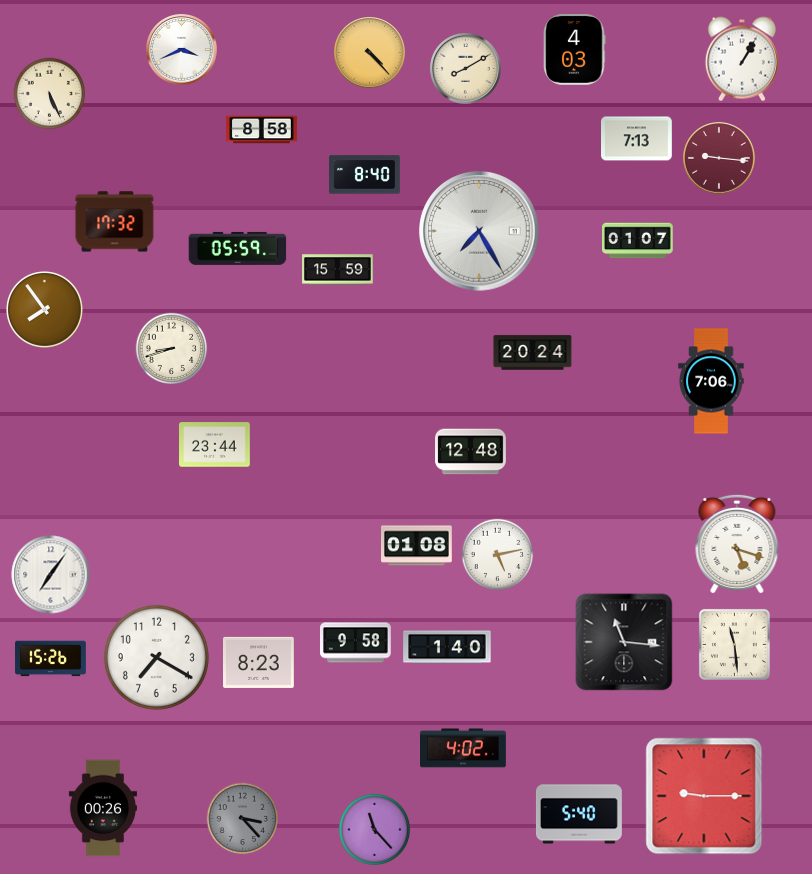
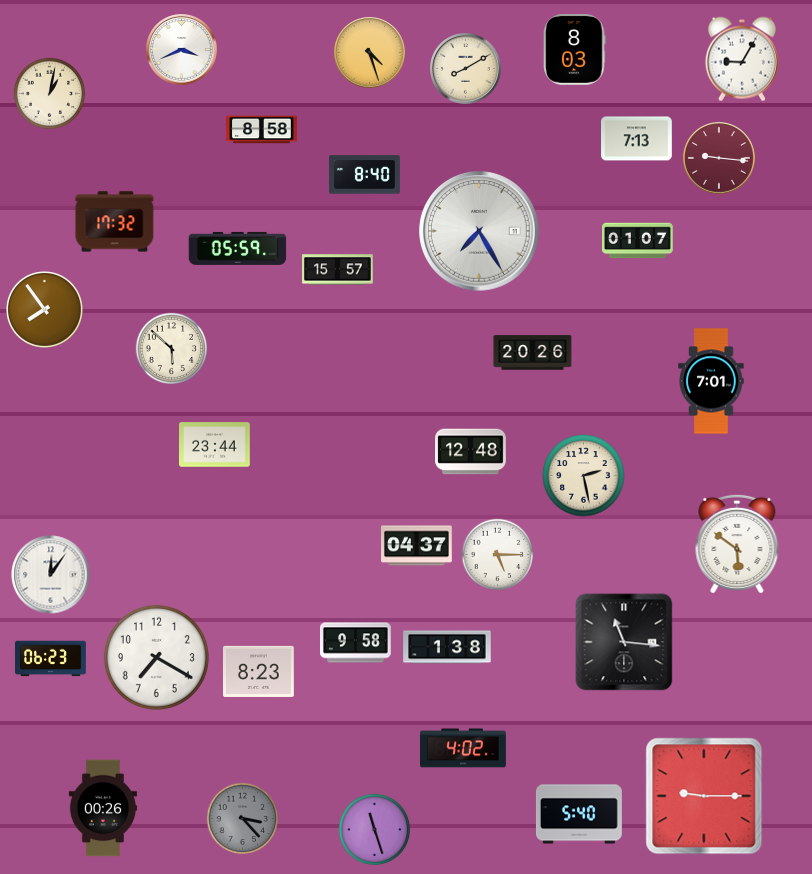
clock at (575, 50): 4:03 -> 8:03
clock at (370, 53): 4:23 -> 4:27
clock at (742, 59): 1:05 -> 9:05
clock at (50, 94): 5:26 -> 1:02
clock at (338, 270): 15:59 -> 15:57
clock at (172, 349): 8:42 -> 5:52
clock at (533, 353): 20:24 -> 20:26
clock at (711, 381): 7:06 -> 7:01
clock at (584, 476): none -> 2:28
clock at (737, 543): 5:18 -> 5:51
clock at (417, 546): 01:08 -> 04:37
clock at (498, 555): 5:13 -> 5:15
clock at (51, 575): 7:06 -> 12:06
clock at (734, 644): 11:29 -> none
clock at (447, 647): 1:40 -> 1:38
clock at (51, 659): 15:26 -> 06:23
clock at (259, 662) position: (259, 662) -> (259, 671)
clock at (375, 830): 11:23 -> 11:27
